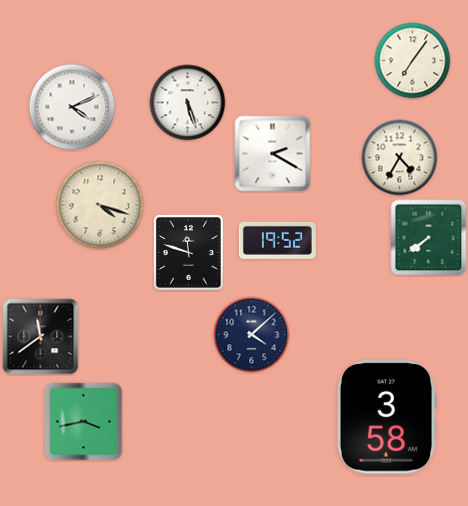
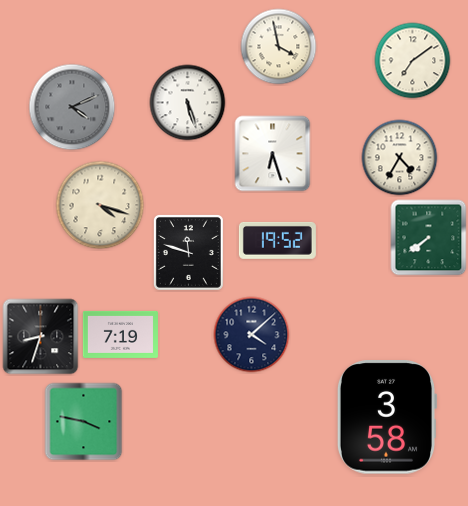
clock at (279, 47): none -> 3:58
clock at (413, 61): 7:06 -> 7:09
clock at (72, 107) dial: white -> grey
clock at (273, 154): 2:20 -> 6:27
clock at (120, 334): none -> 7:19
clock at (41, 337): 11:39 -> 8:33
clock at (84, 422): 3:43 -> 3:47
